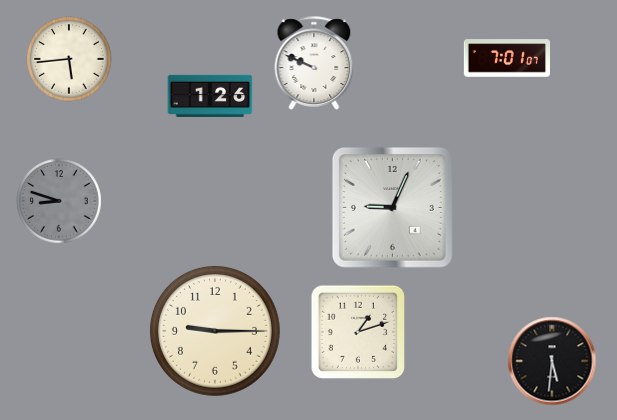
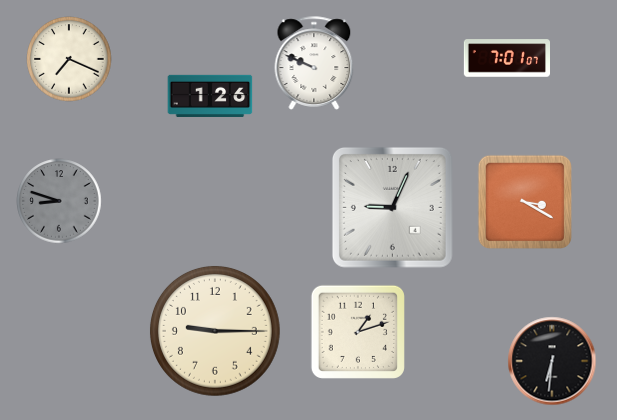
clock at (69, 59): 5:44 -> 7:19
clock at (525, 202): none -> 3:20
clock at (552, 361): 5:31 -> 6:31
